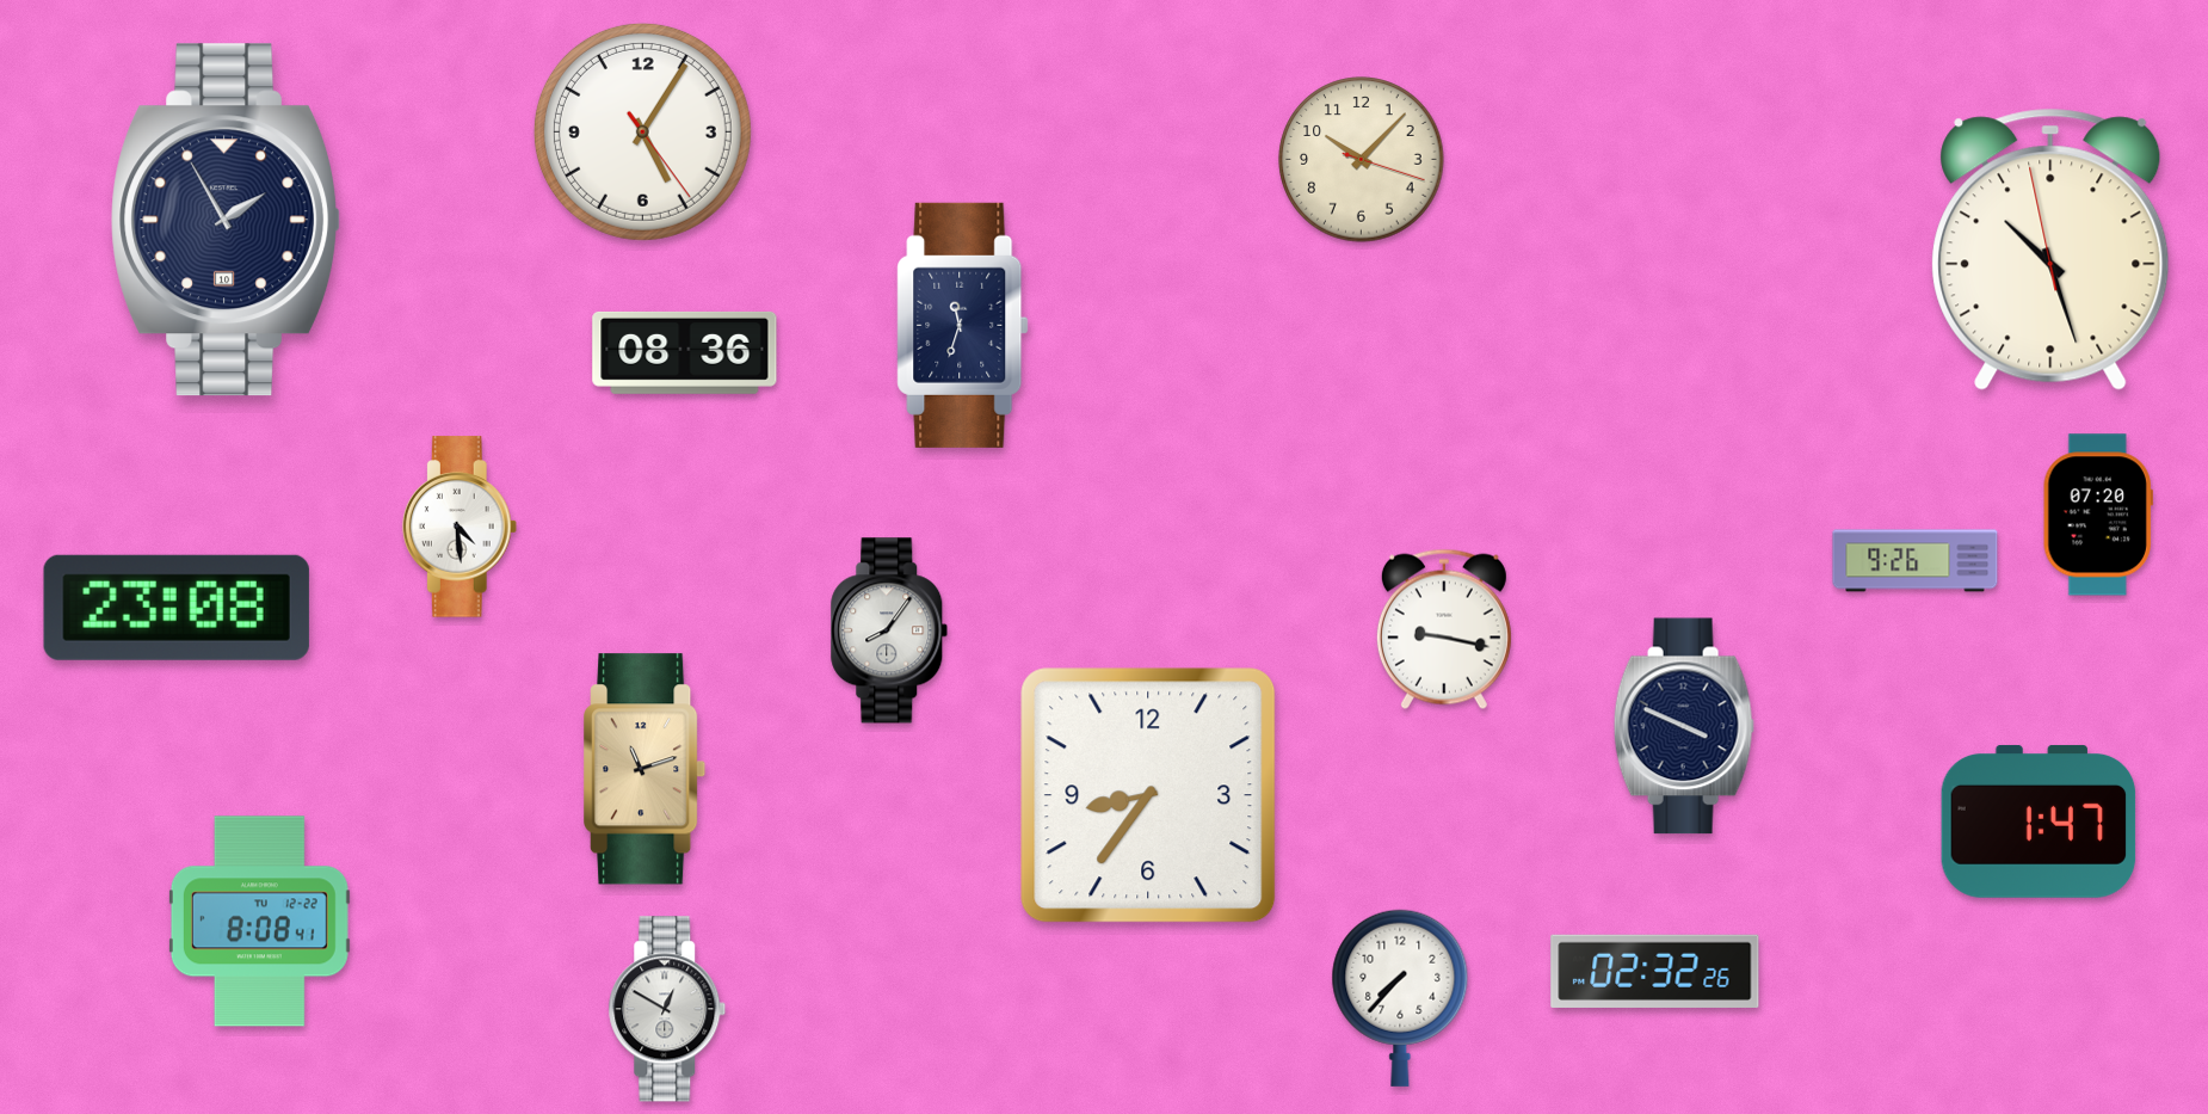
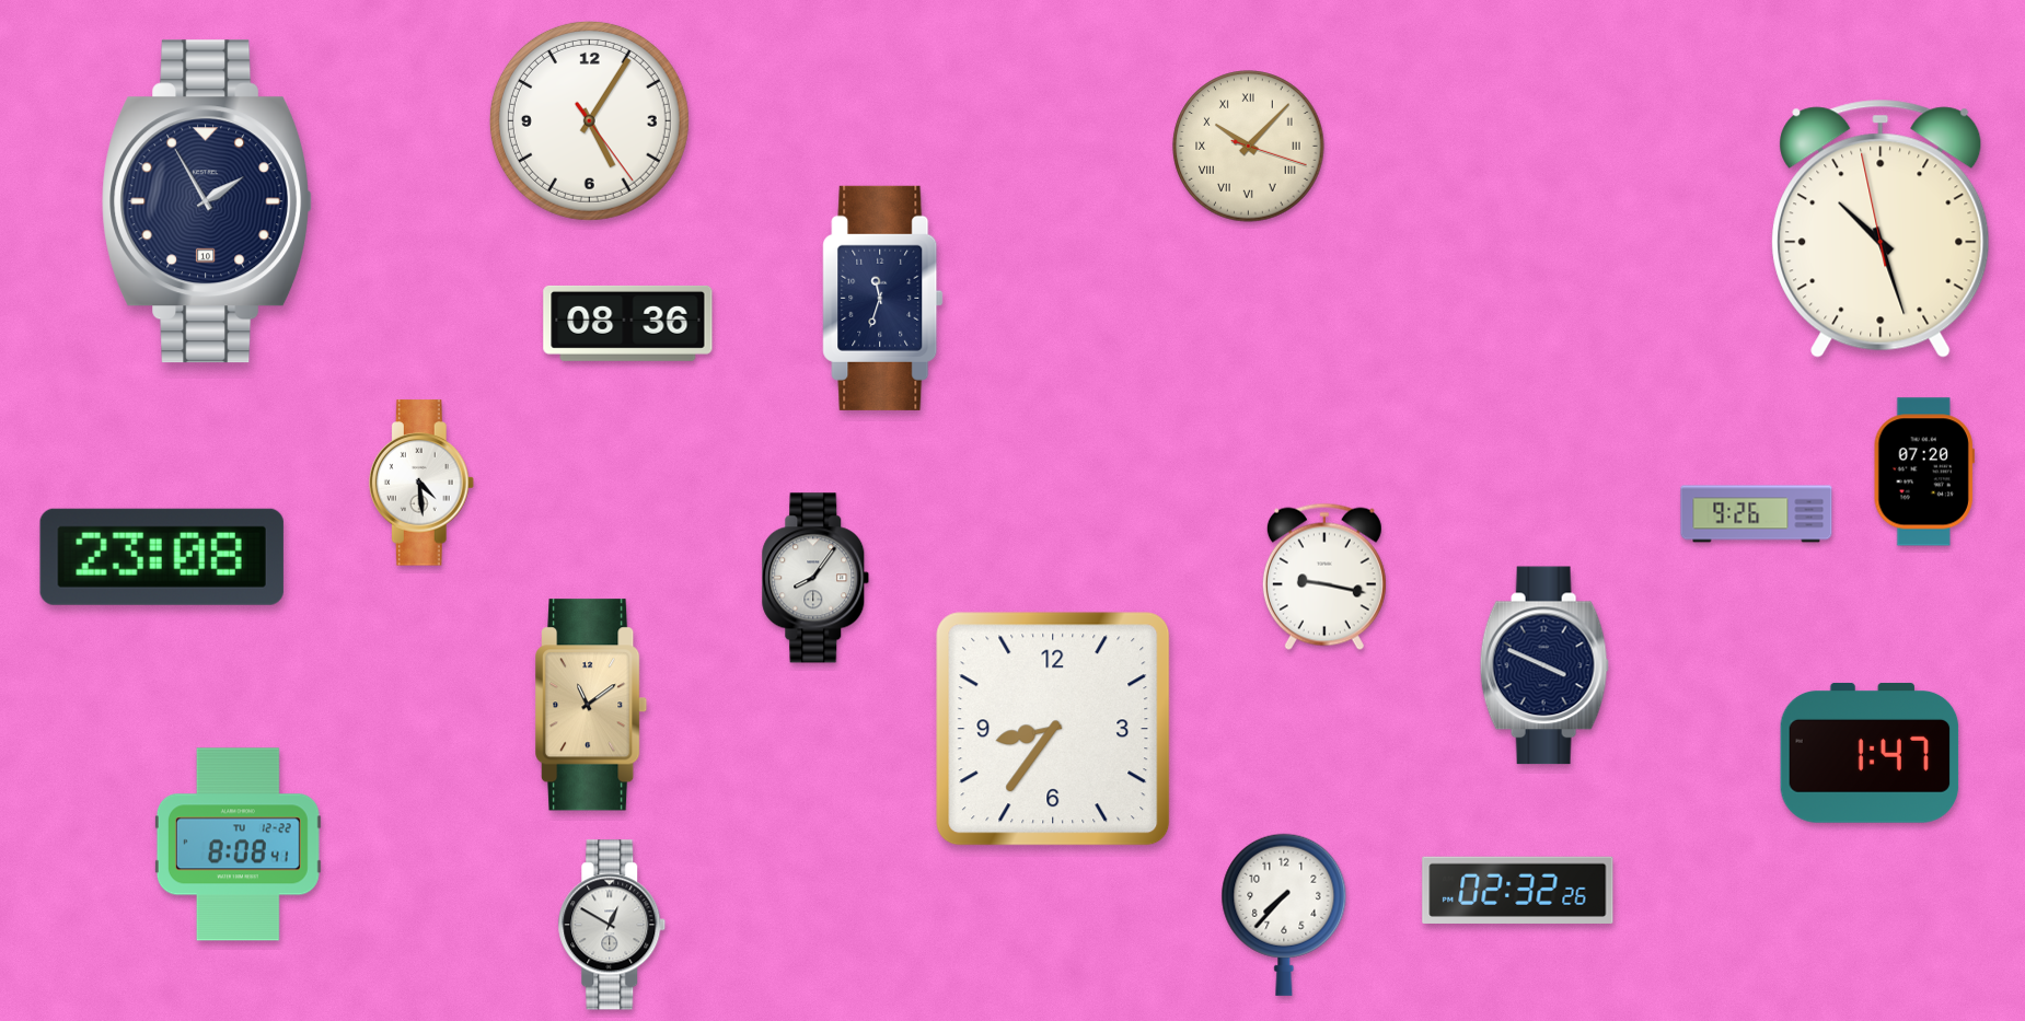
clock at (1362, 160) numerals: Arabic -> Roman
clock at (646, 769): 11:12 -> 11:09
